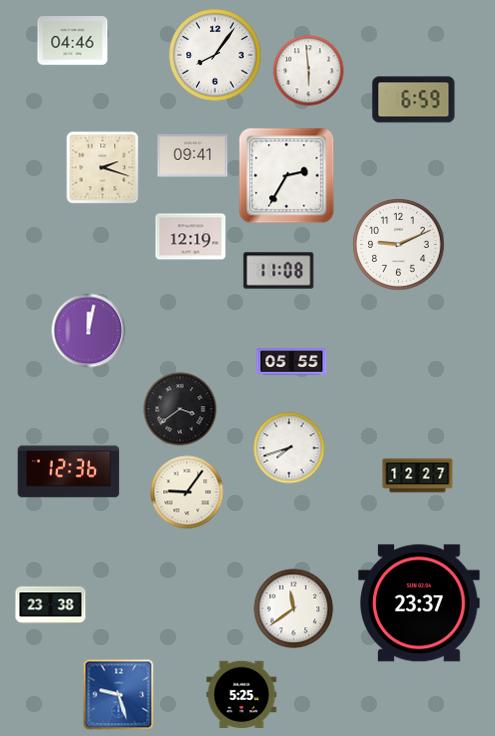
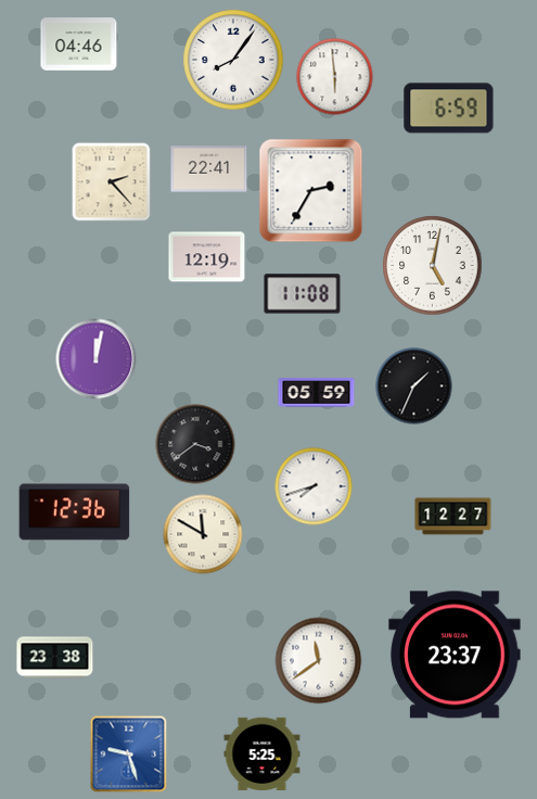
clock at (193, 156): 09:41 -> 22:41
clock at (103, 168): 2:18 -> 2:23
clock at (399, 245): 9:11 -> 5:02
clock at (414, 386): none -> 1:34
clock at (292, 362): 05:55 -> 05:59
clock at (187, 492): 9:06 -> 11:50
